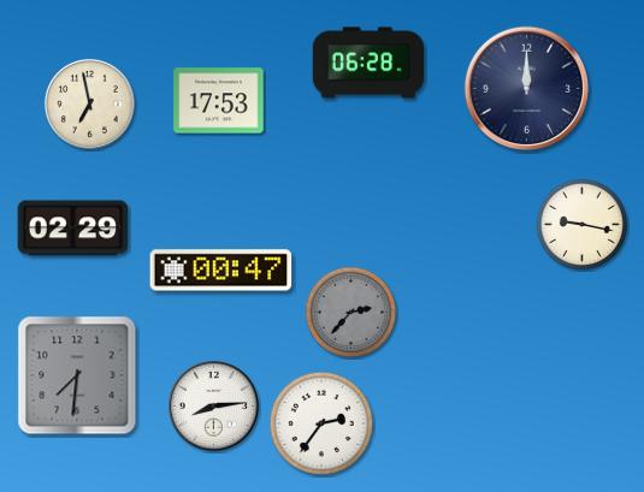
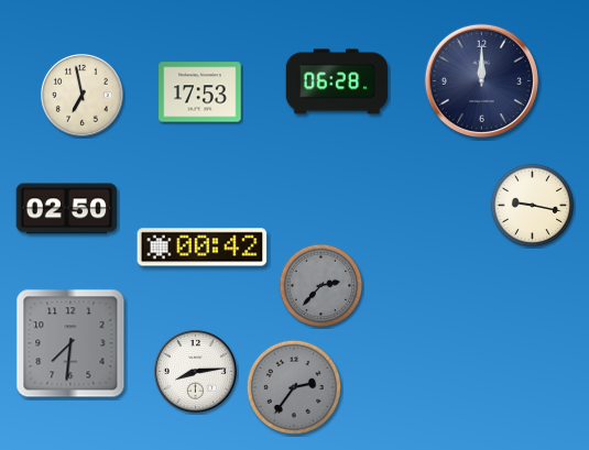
clock at (368, 63) position: (368, 63) -> (337, 81)
clock at (73, 229): 02:29 -> 02:50
clock at (221, 271): 00:47 -> 00:42
clock at (321, 423) dial: white -> grey
